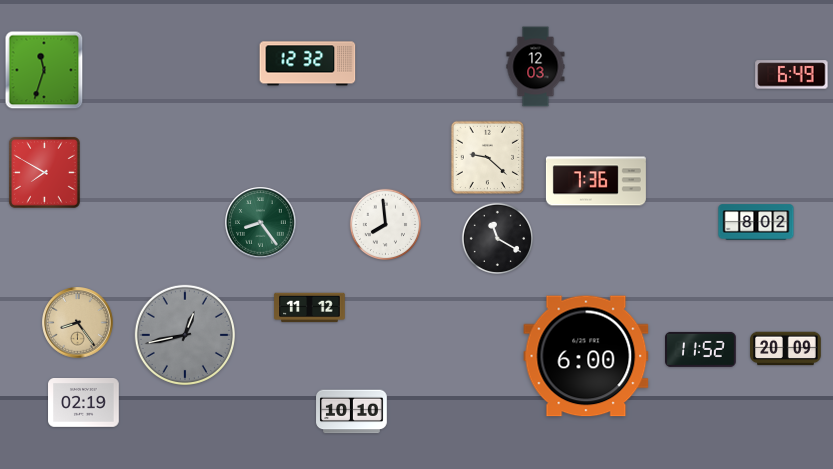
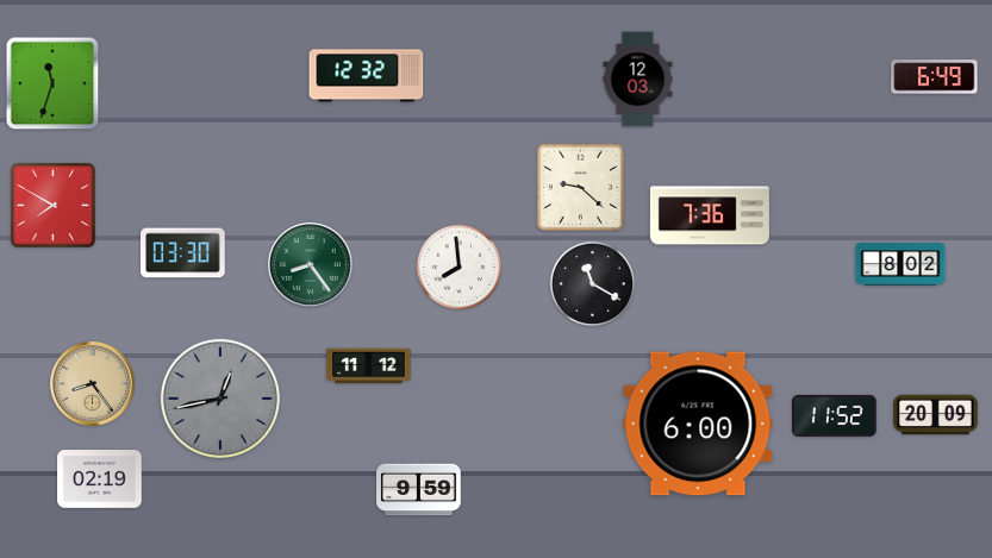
clock at (792, 75) position: (792, 75) -> (935, 77)
clock at (183, 253): none -> 03:30
clock at (352, 412): 10:10 -> 9:59
